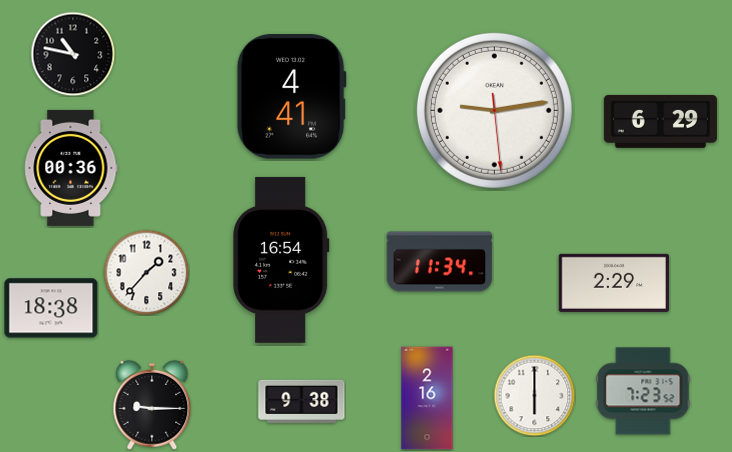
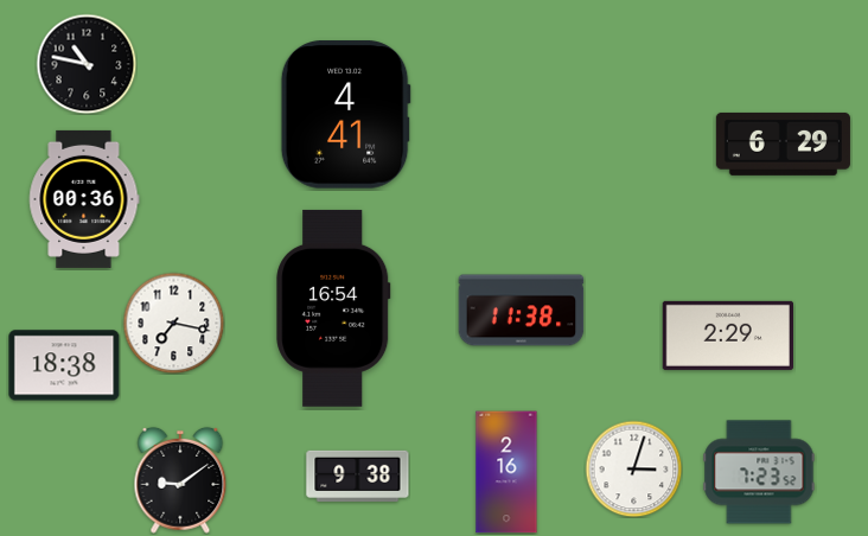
clock at (494, 110): 9:13 -> none
clock at (440, 262): 11:34 -> 11:38
clock at (146, 272): 1:37 -> 7:17
clock at (51, 308) position: (51, 308) -> (64, 365)
clock at (643, 391) position: (643, 391) -> (759, 472)
clock at (534, 395): 6:00 -> 3:03
clock at (152, 405): 9:15 -> 9:09
